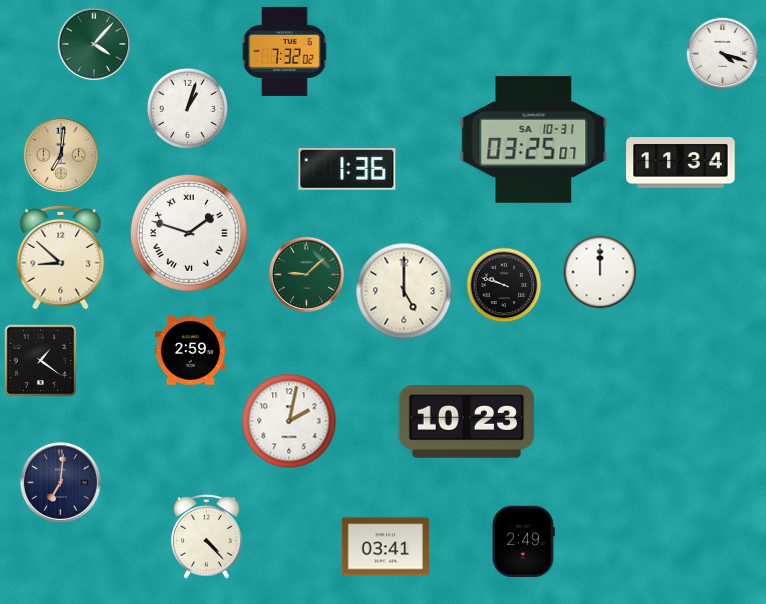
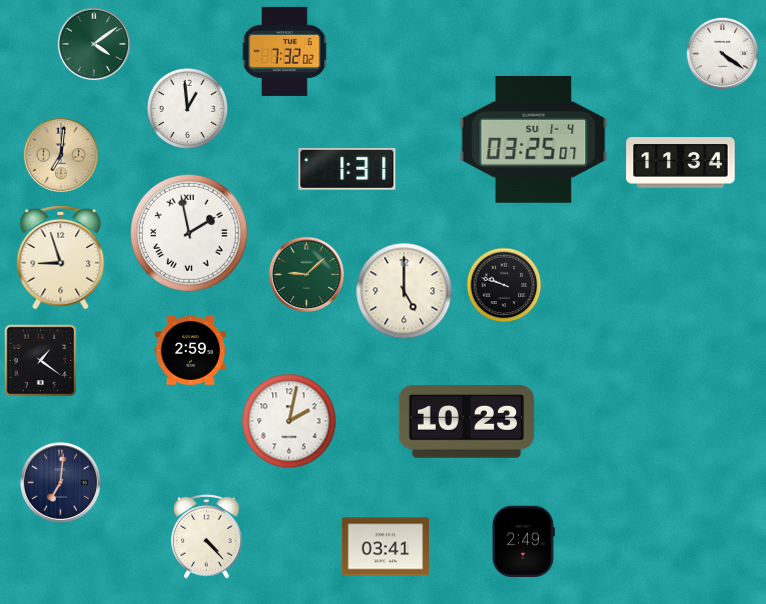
clock at (94, 44): 4:07 -> 4:09
clock at (723, 54): 4:18 -> 4:21
clock at (187, 108): 1:03 -> 12:59
clock at (534, 139) date: SA 10-31 -> SU 1-4
clock at (347, 169): 1:36 -> 1:31
clock at (189, 233): 1:48 -> 1:58
clock at (61, 258): 8:52 -> 8:57
clock at (600, 272): 12:00 -> none
